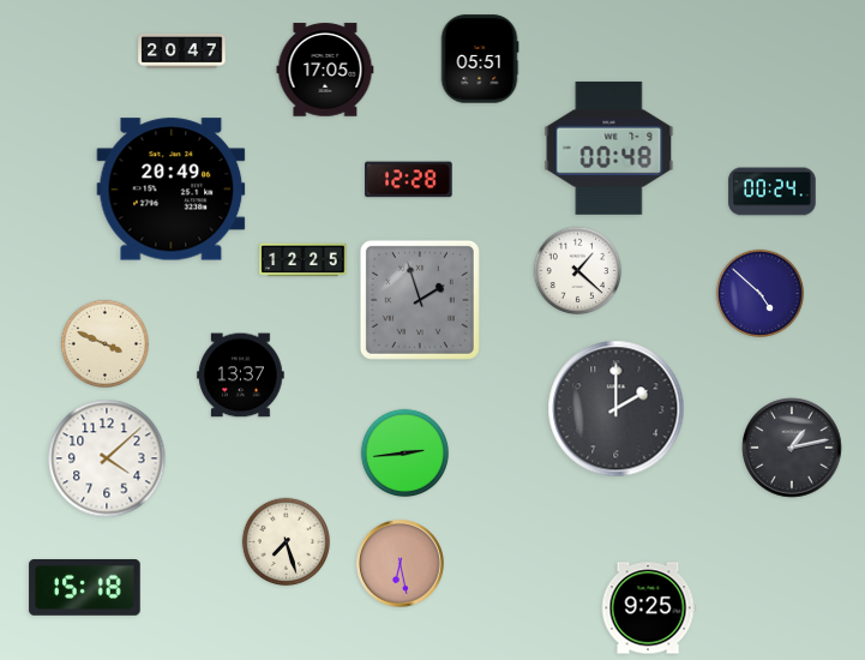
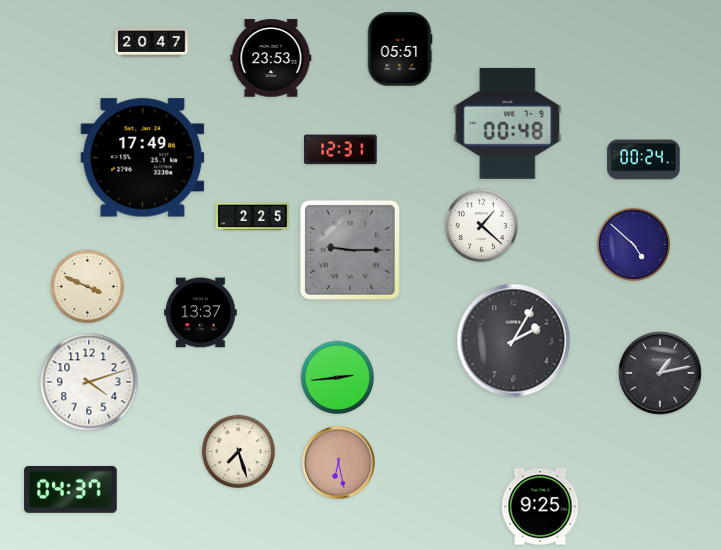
clock at (325, 70): 17:05 -> 23:53
clock at (409, 180): 12:28 -> 12:31
clock at (172, 190): 20:49 -> 17:49
clock at (304, 260): 12:25 -> 2:25
clock at (420, 300): 1:57 -> 9:15
clock at (617, 409): 2:00 -> 2:05
clock at (107, 458): 4:08 -> 4:12
clock at (401, 564) position: (401, 564) -> (339, 463)
clock at (85, 588): 15:18 -> 04:37
